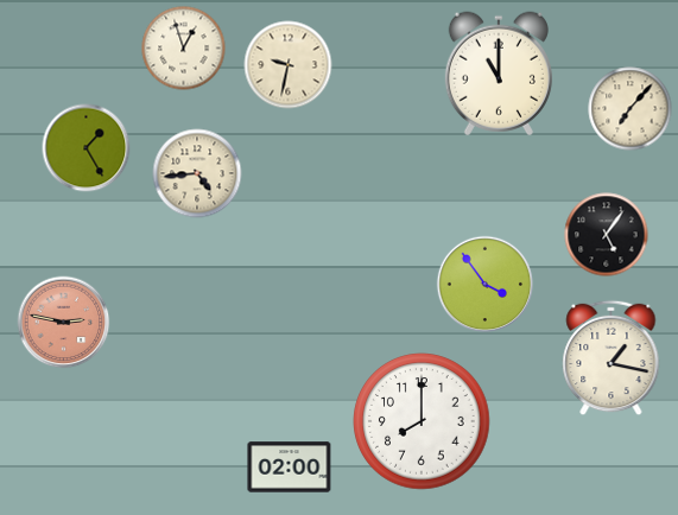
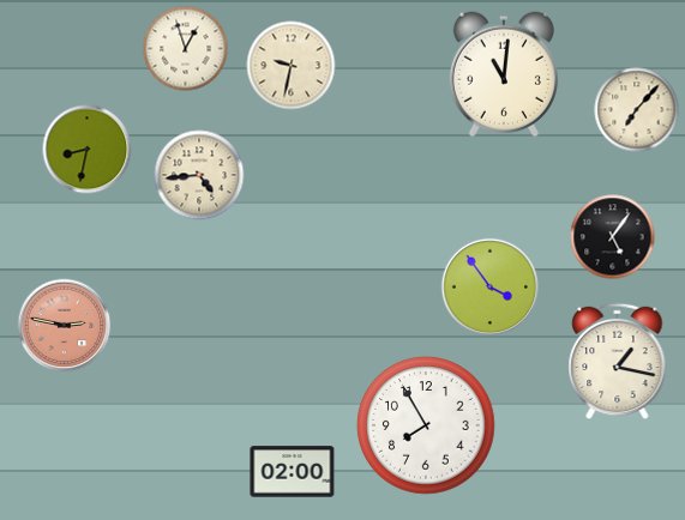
clock at (499, 74): 11:00 -> 11:01
clock at (87, 148): 1:25 -> 8:32
clock at (422, 421): 8:00 -> 7:55
